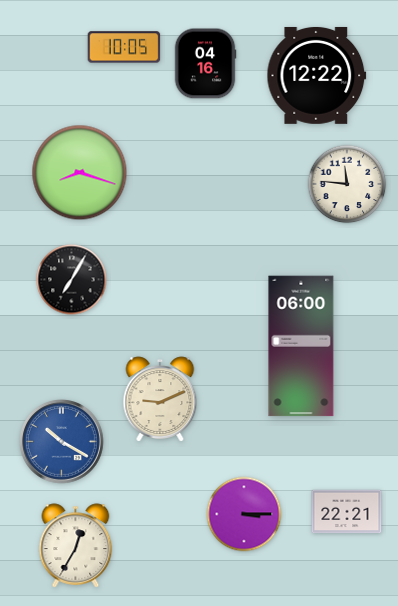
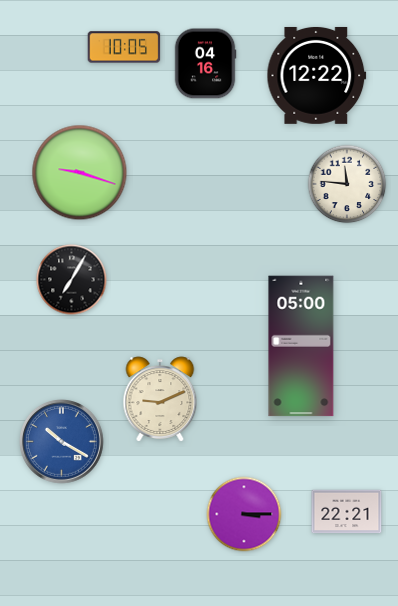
clock at (80, 173): 8:18 -> 9:18
clock at (301, 346): 06:00 -> 05:00
clock at (76, 546): 12:35 -> none
